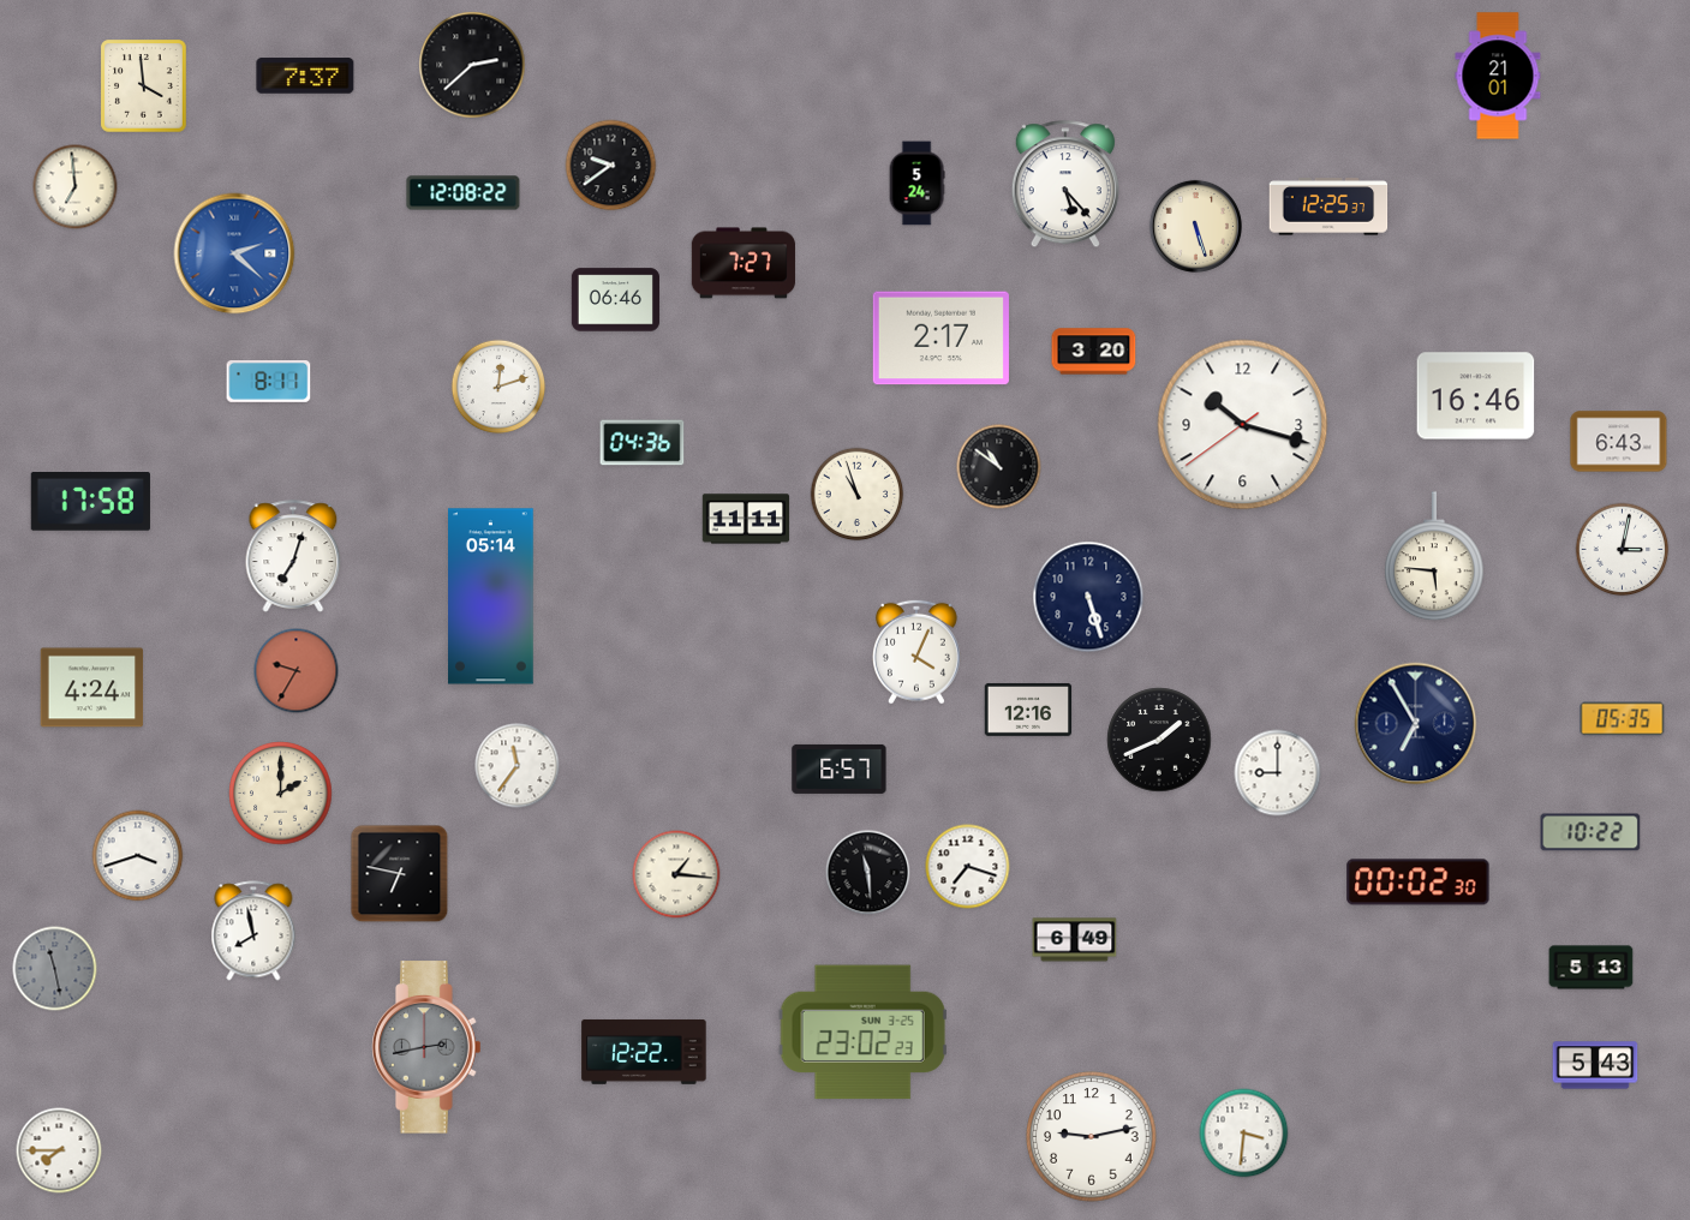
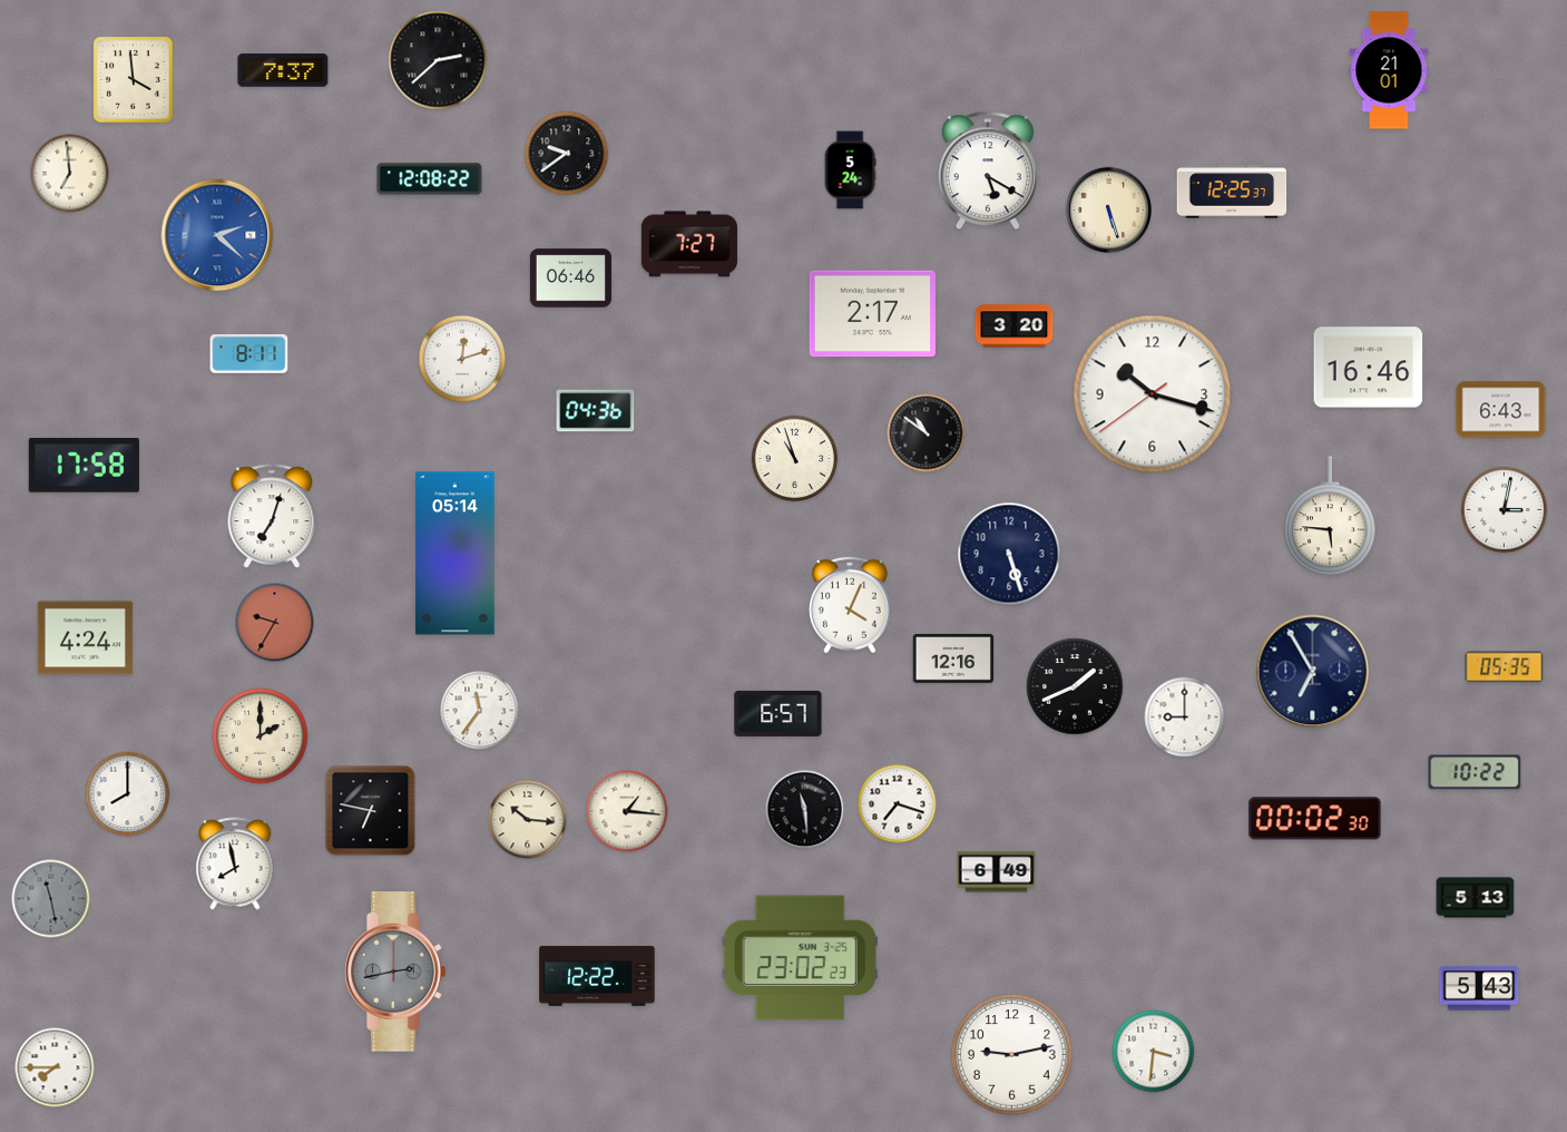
clock at (1065, 185): 5:23 -> 5:20
clock at (746, 519): 11:11 -> none
clock at (138, 856): 3:42 -> 8:00
clock at (528, 820): none -> 10:16
